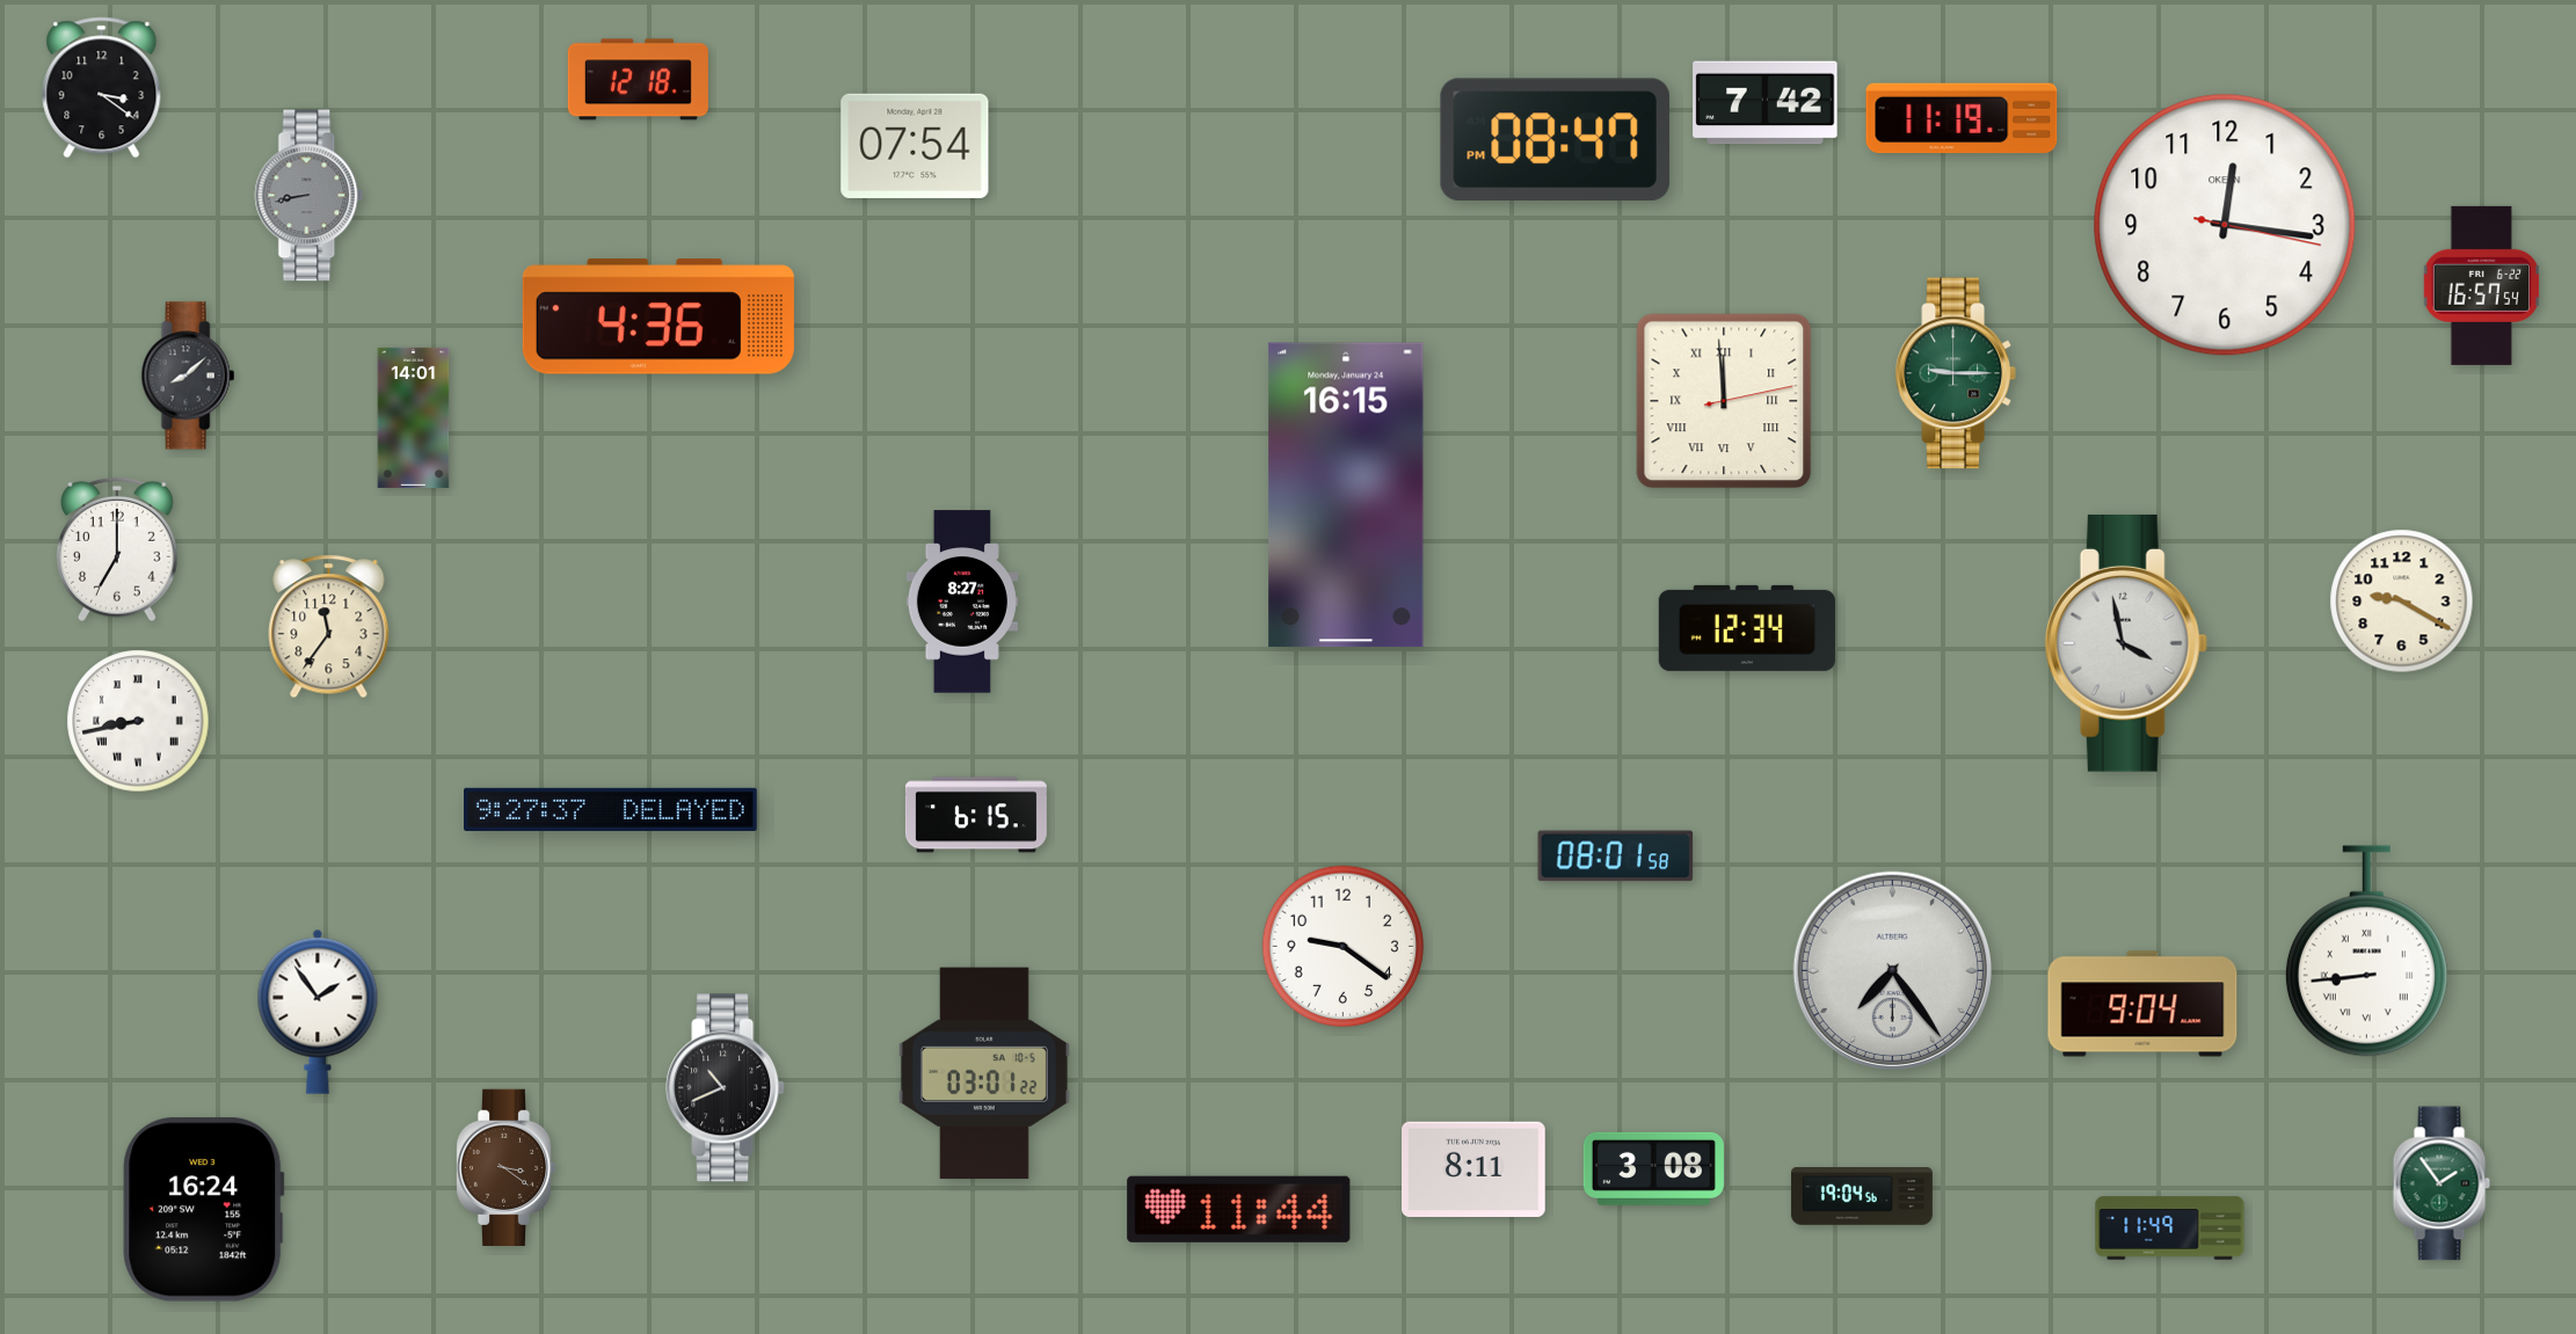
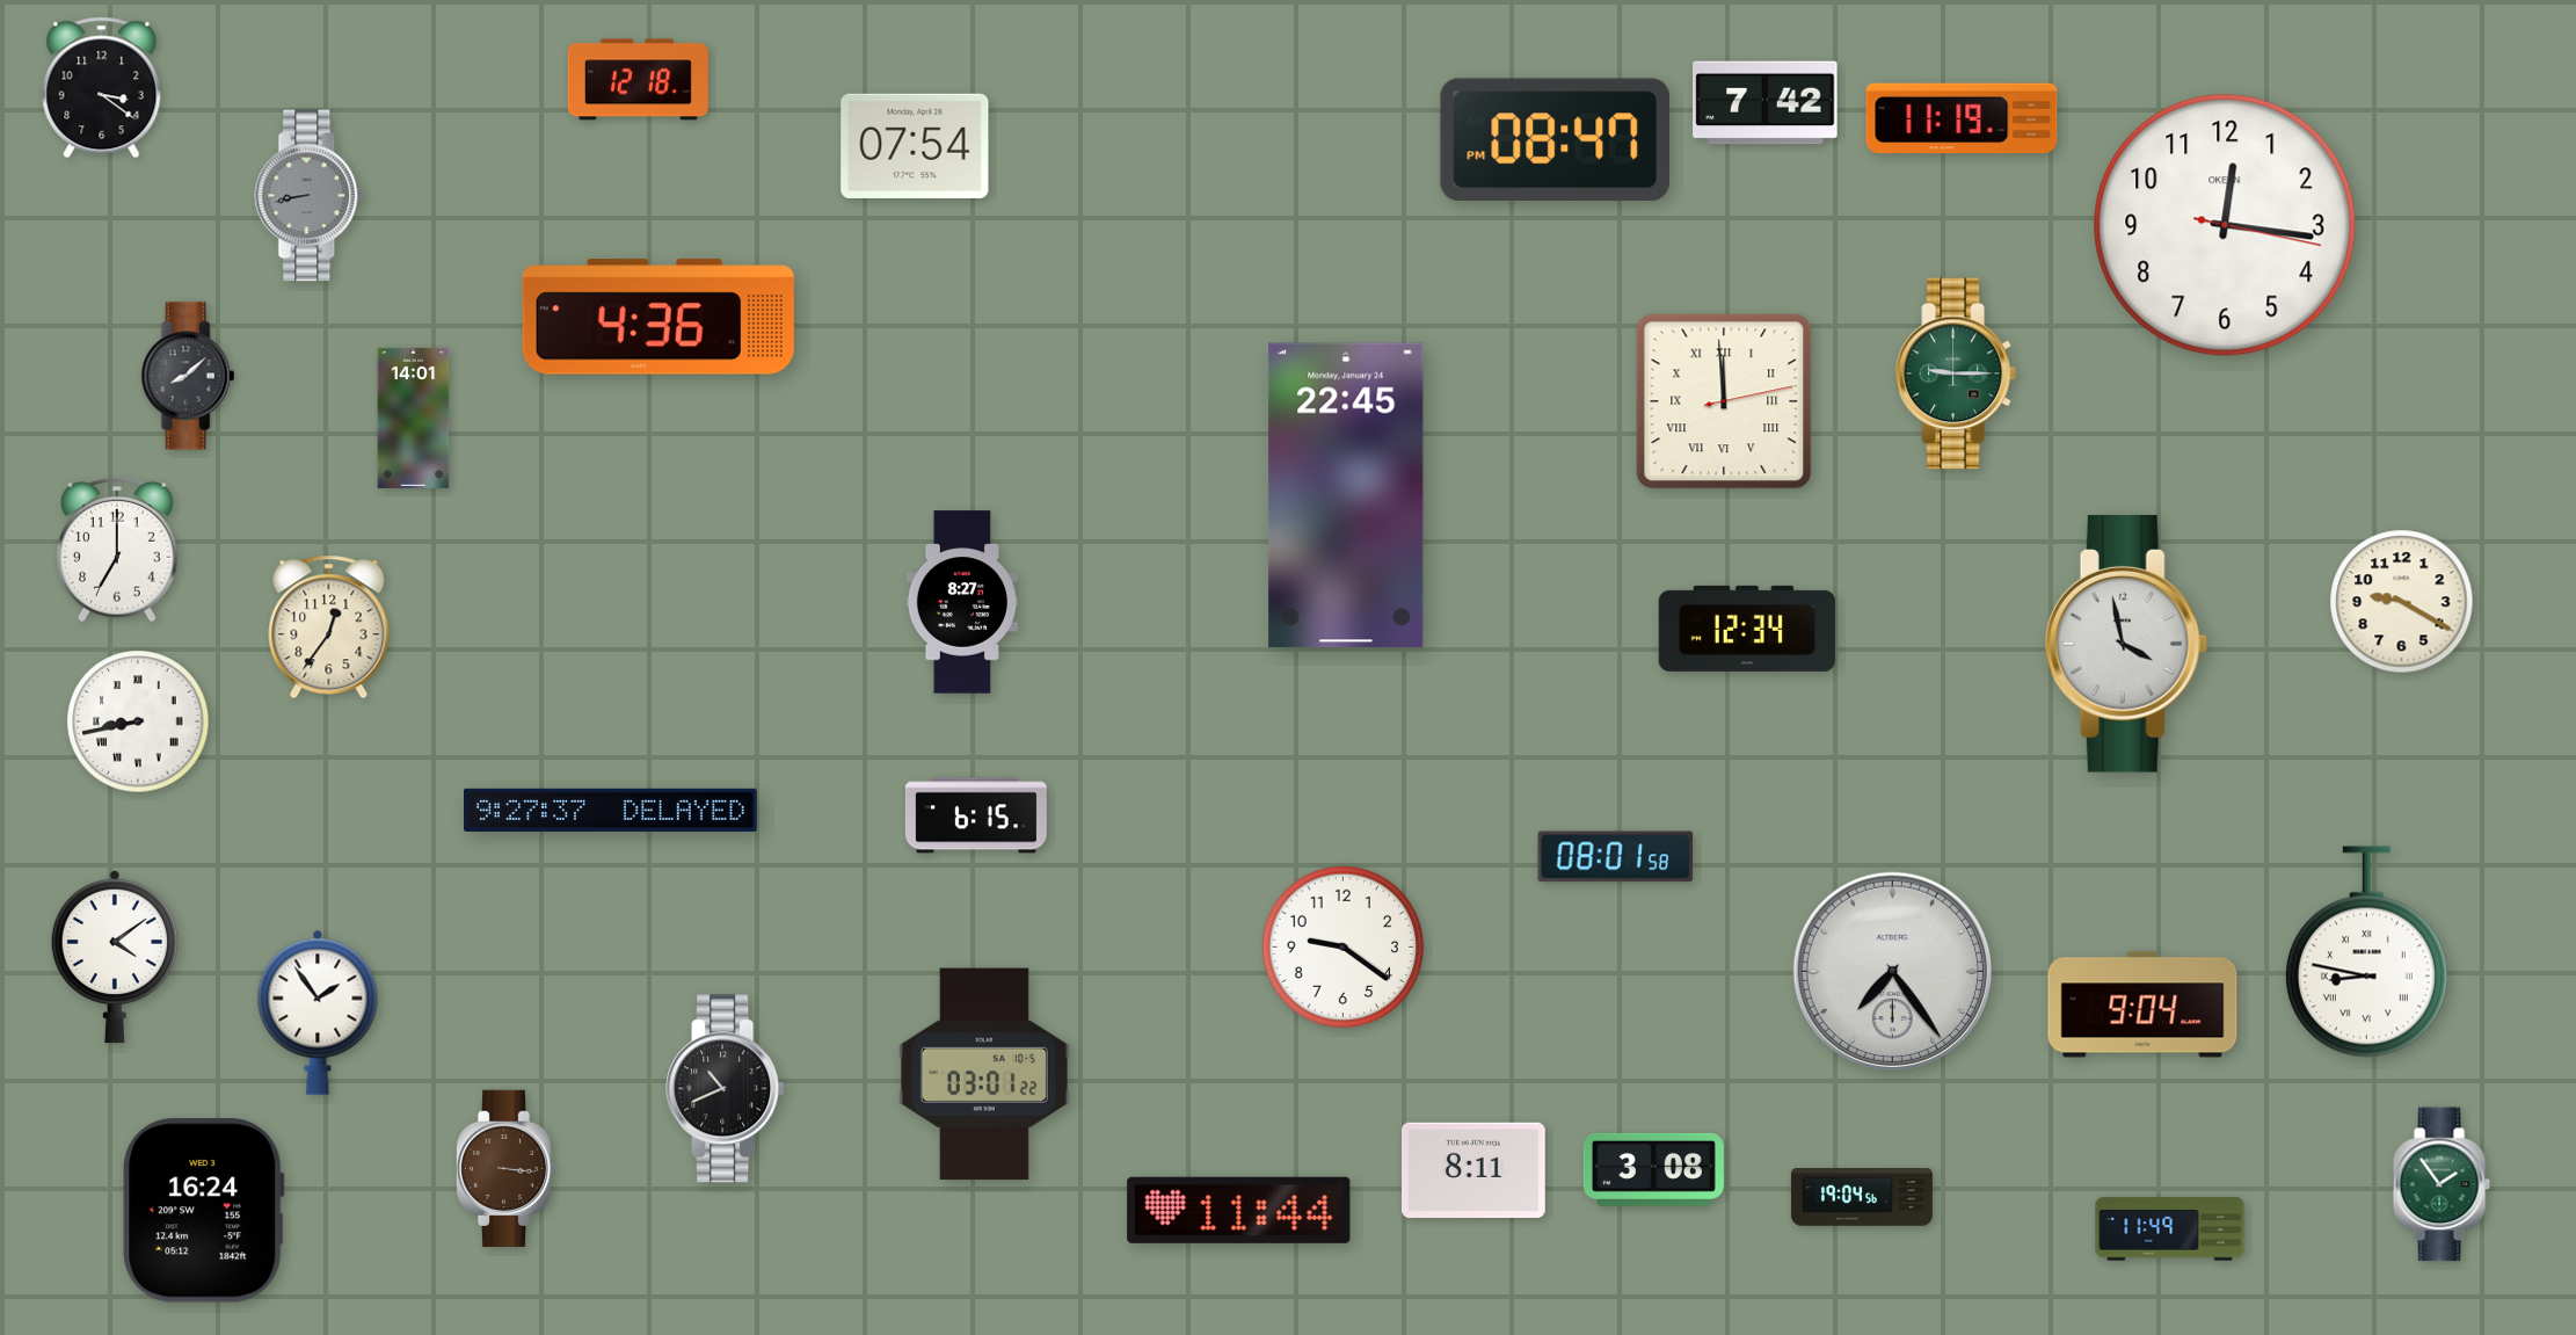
clock at (2481, 285): 16:57 -> none
clock at (1346, 495): 16:15 -> 22:45
clock at (329, 627): 11:36 -> 12:36
clock at (2366, 952): 8:44 -> 8:47
clock at (114, 957): none -> 4:09
clock at (505, 1167): 3:21 -> 3:16
